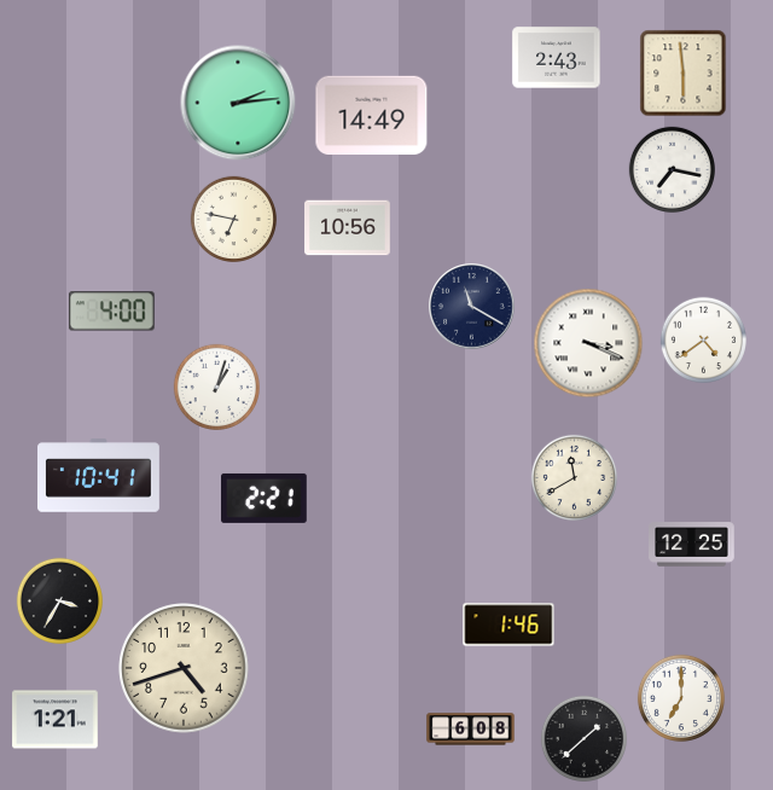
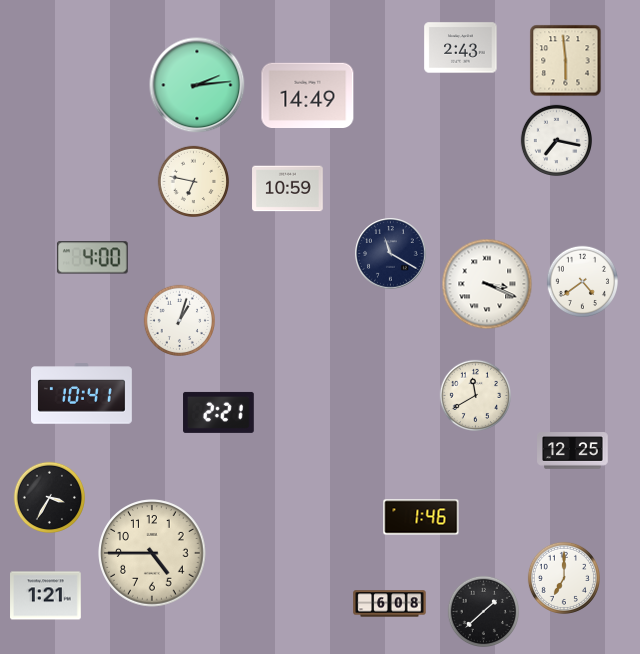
clock at (348, 228): 10:56 -> 10:59
clock at (184, 668): 4:42 -> 4:45
